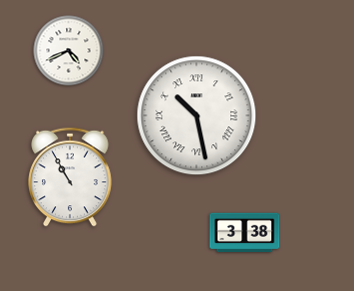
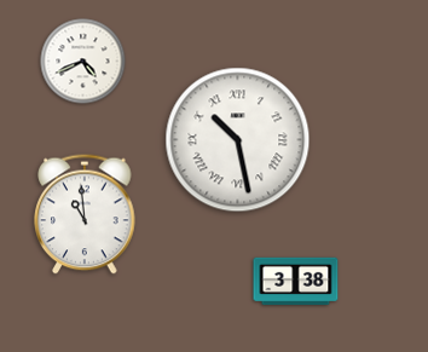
clock at (70, 177): 10:55 -> 10:59
